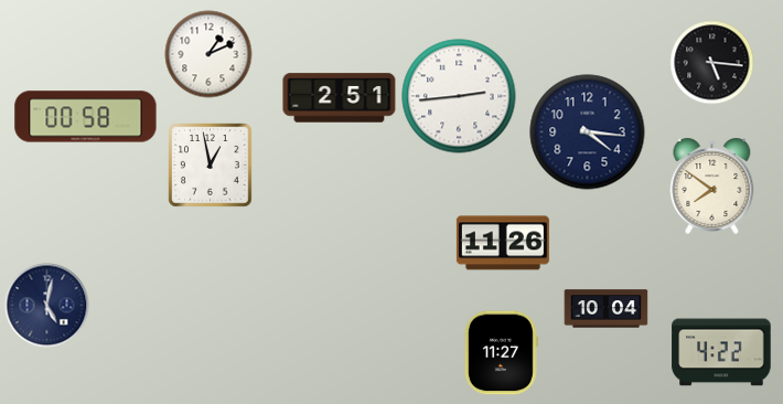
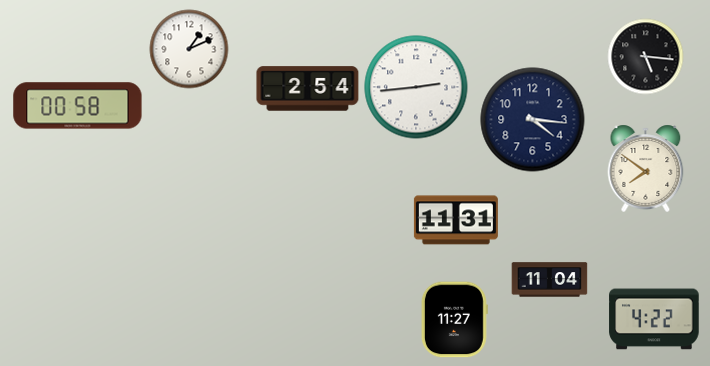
clock at (340, 98): 2:51 -> 2:54
clock at (211, 166): 12:58 -> none
clock at (503, 243): 11:26 -> 11:31
clock at (47, 306): 5:02 -> none
clock at (607, 309): 10:04 -> 11:04
